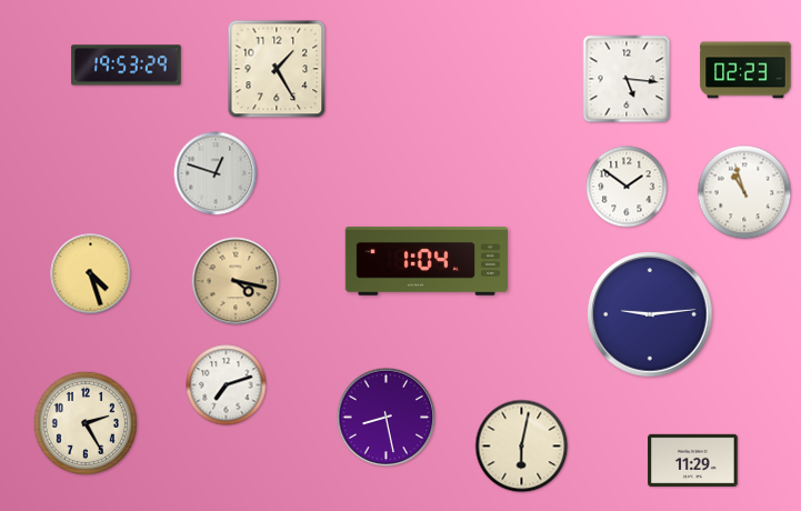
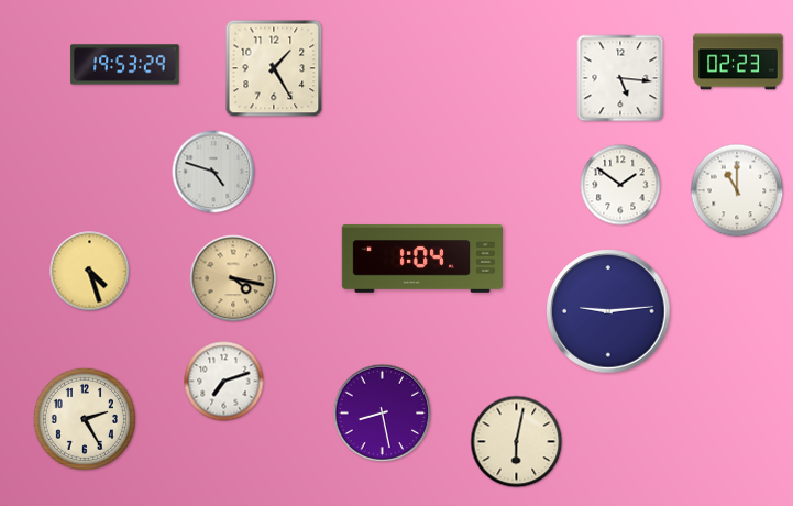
clock at (745, 70) position: (745, 70) -> (738, 62)
clock at (216, 173): 12:48 -> 4:48
clock at (744, 192): 10:57 -> 11:00
clock at (650, 314) position: (650, 314) -> (608, 311)
clock at (693, 460): 11:29 -> none
